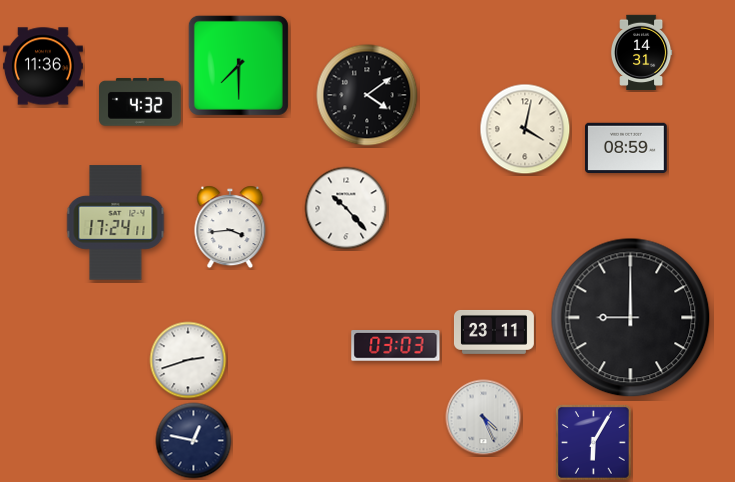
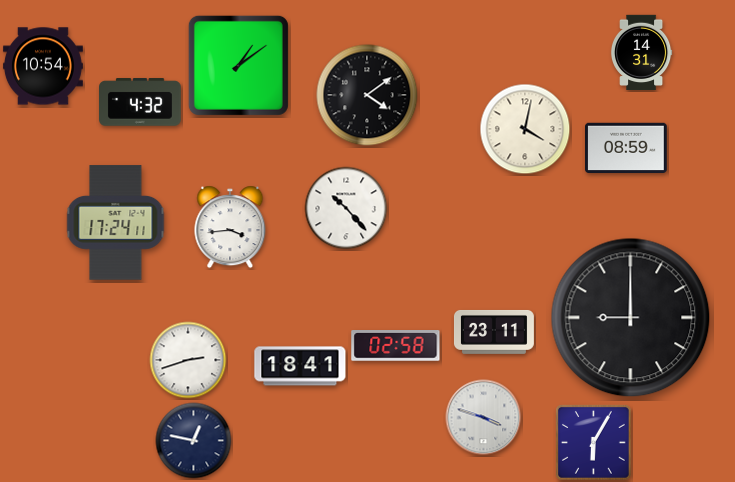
clock at (238, 65): 7:30 -> 1:09
clock at (43, 66): 11:36 -> 10:54
clock at (396, 346): 03:03 -> 02:58
clock at (300, 366): none -> 18:41
clock at (484, 418): 4:26 -> 3:48
